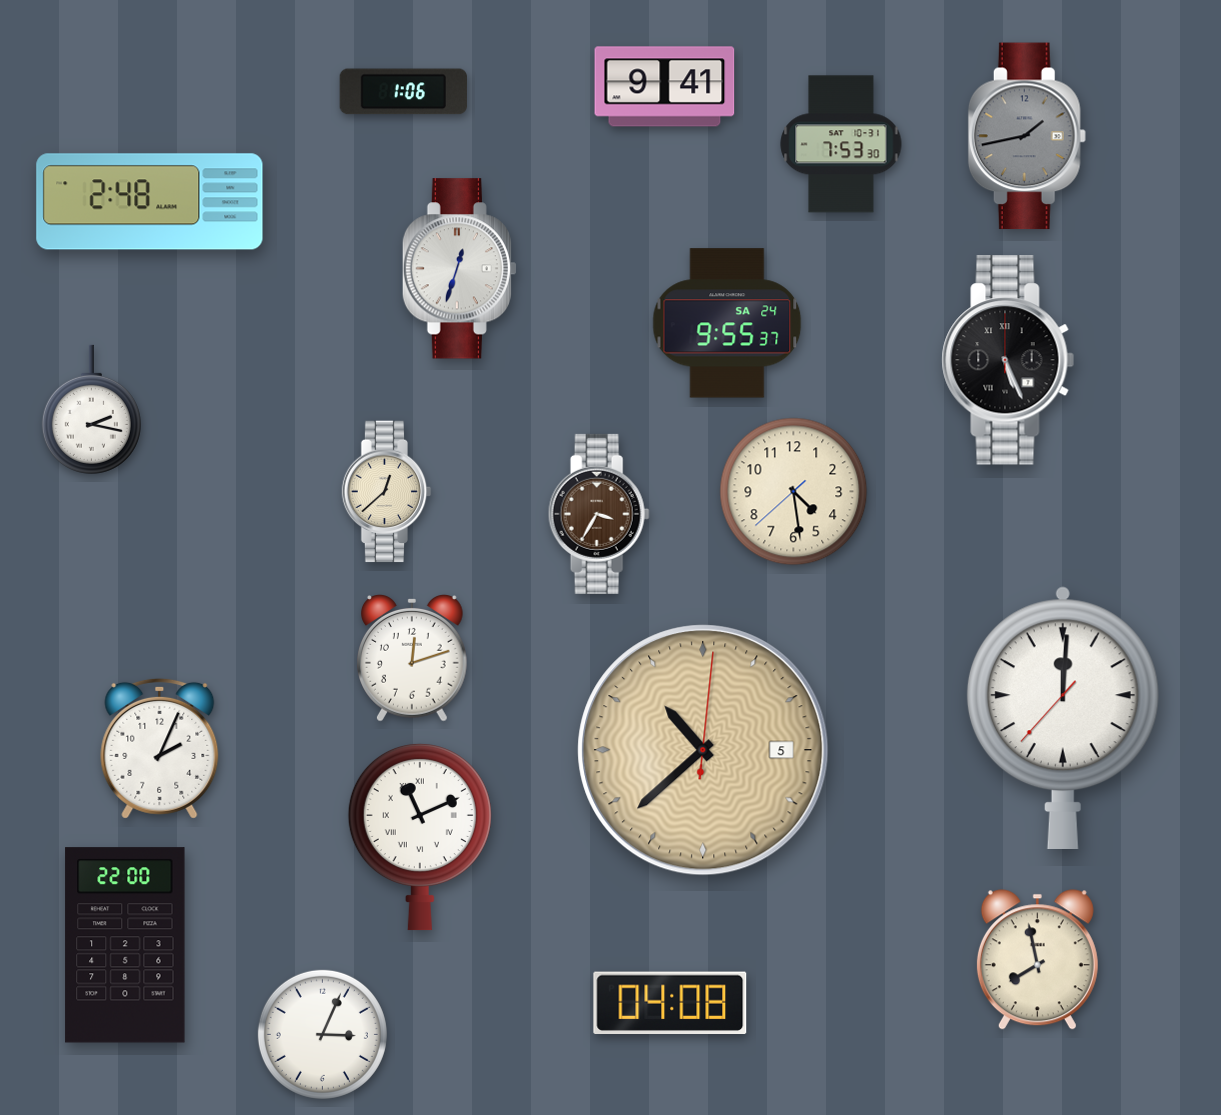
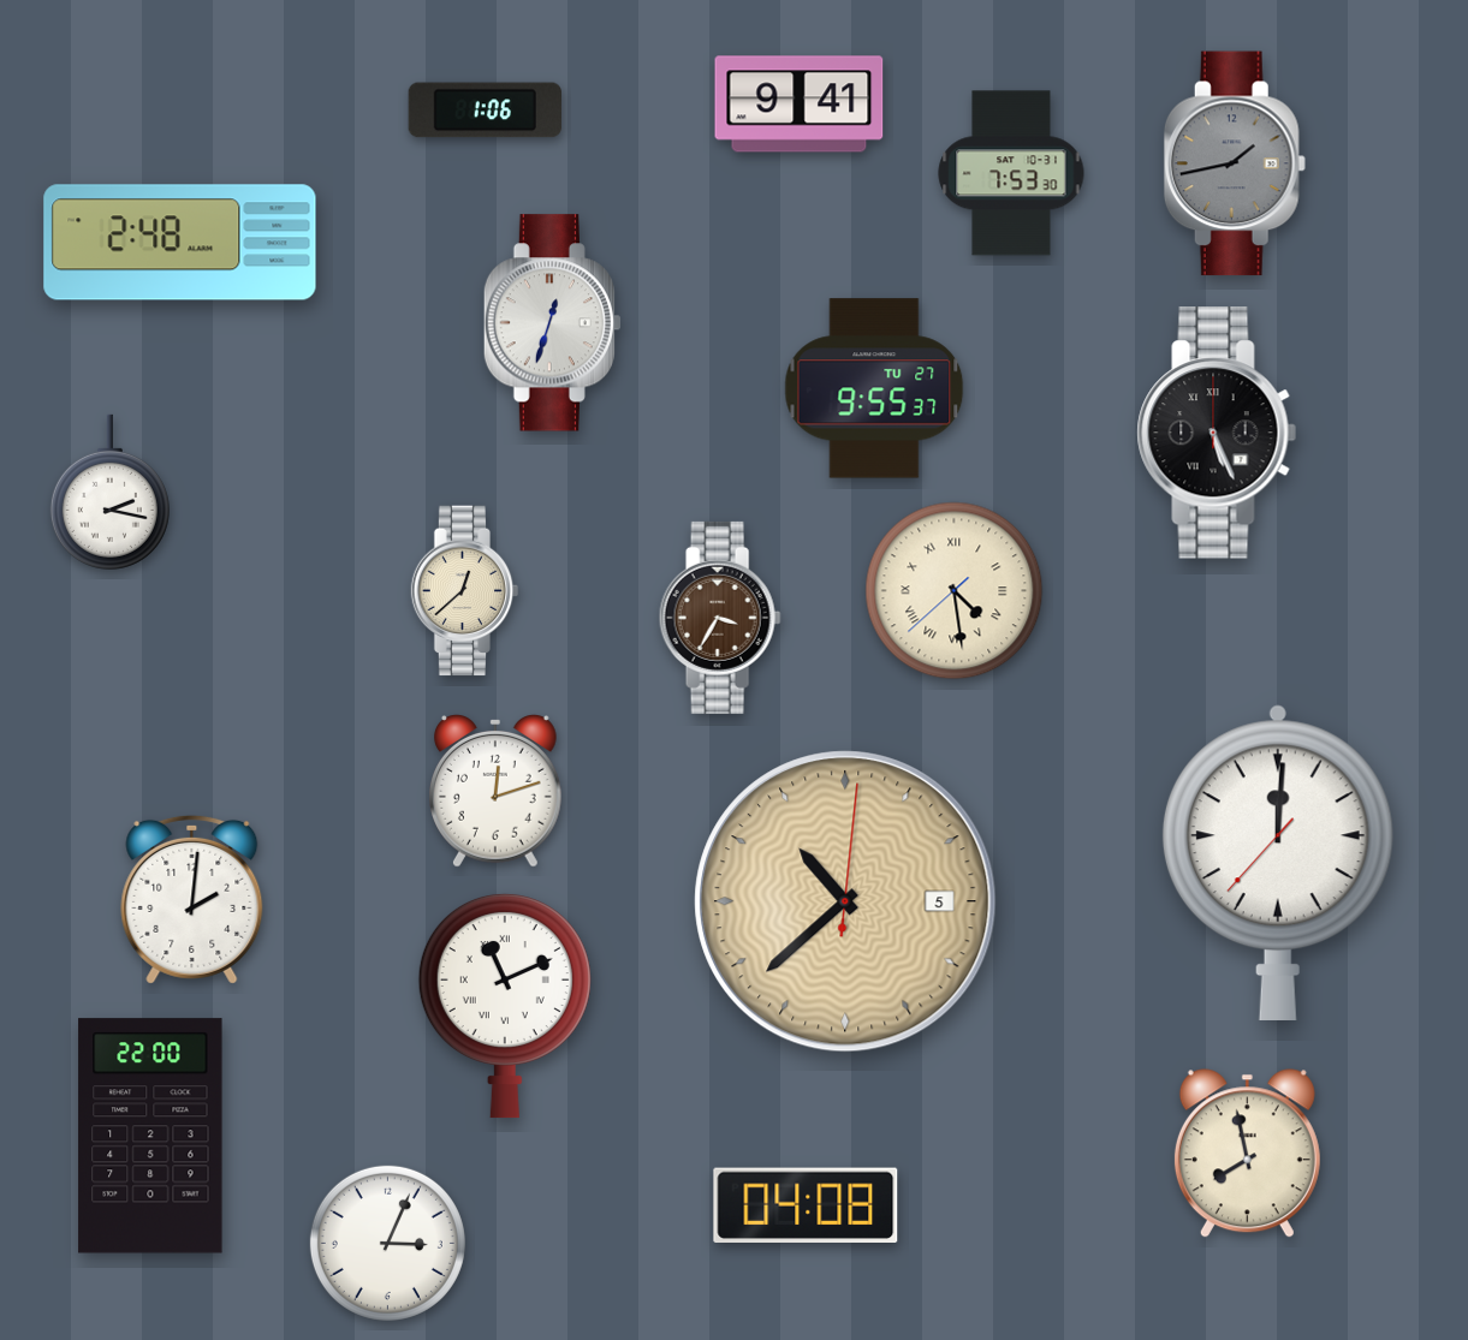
clock at (727, 323) date: SA 24 -> TU 27
clock at (1008, 360) position: (1008, 360) -> (1217, 433)
clock at (794, 492) numerals: Arabic -> Roman
clock at (160, 748): 2:04 -> 2:01
